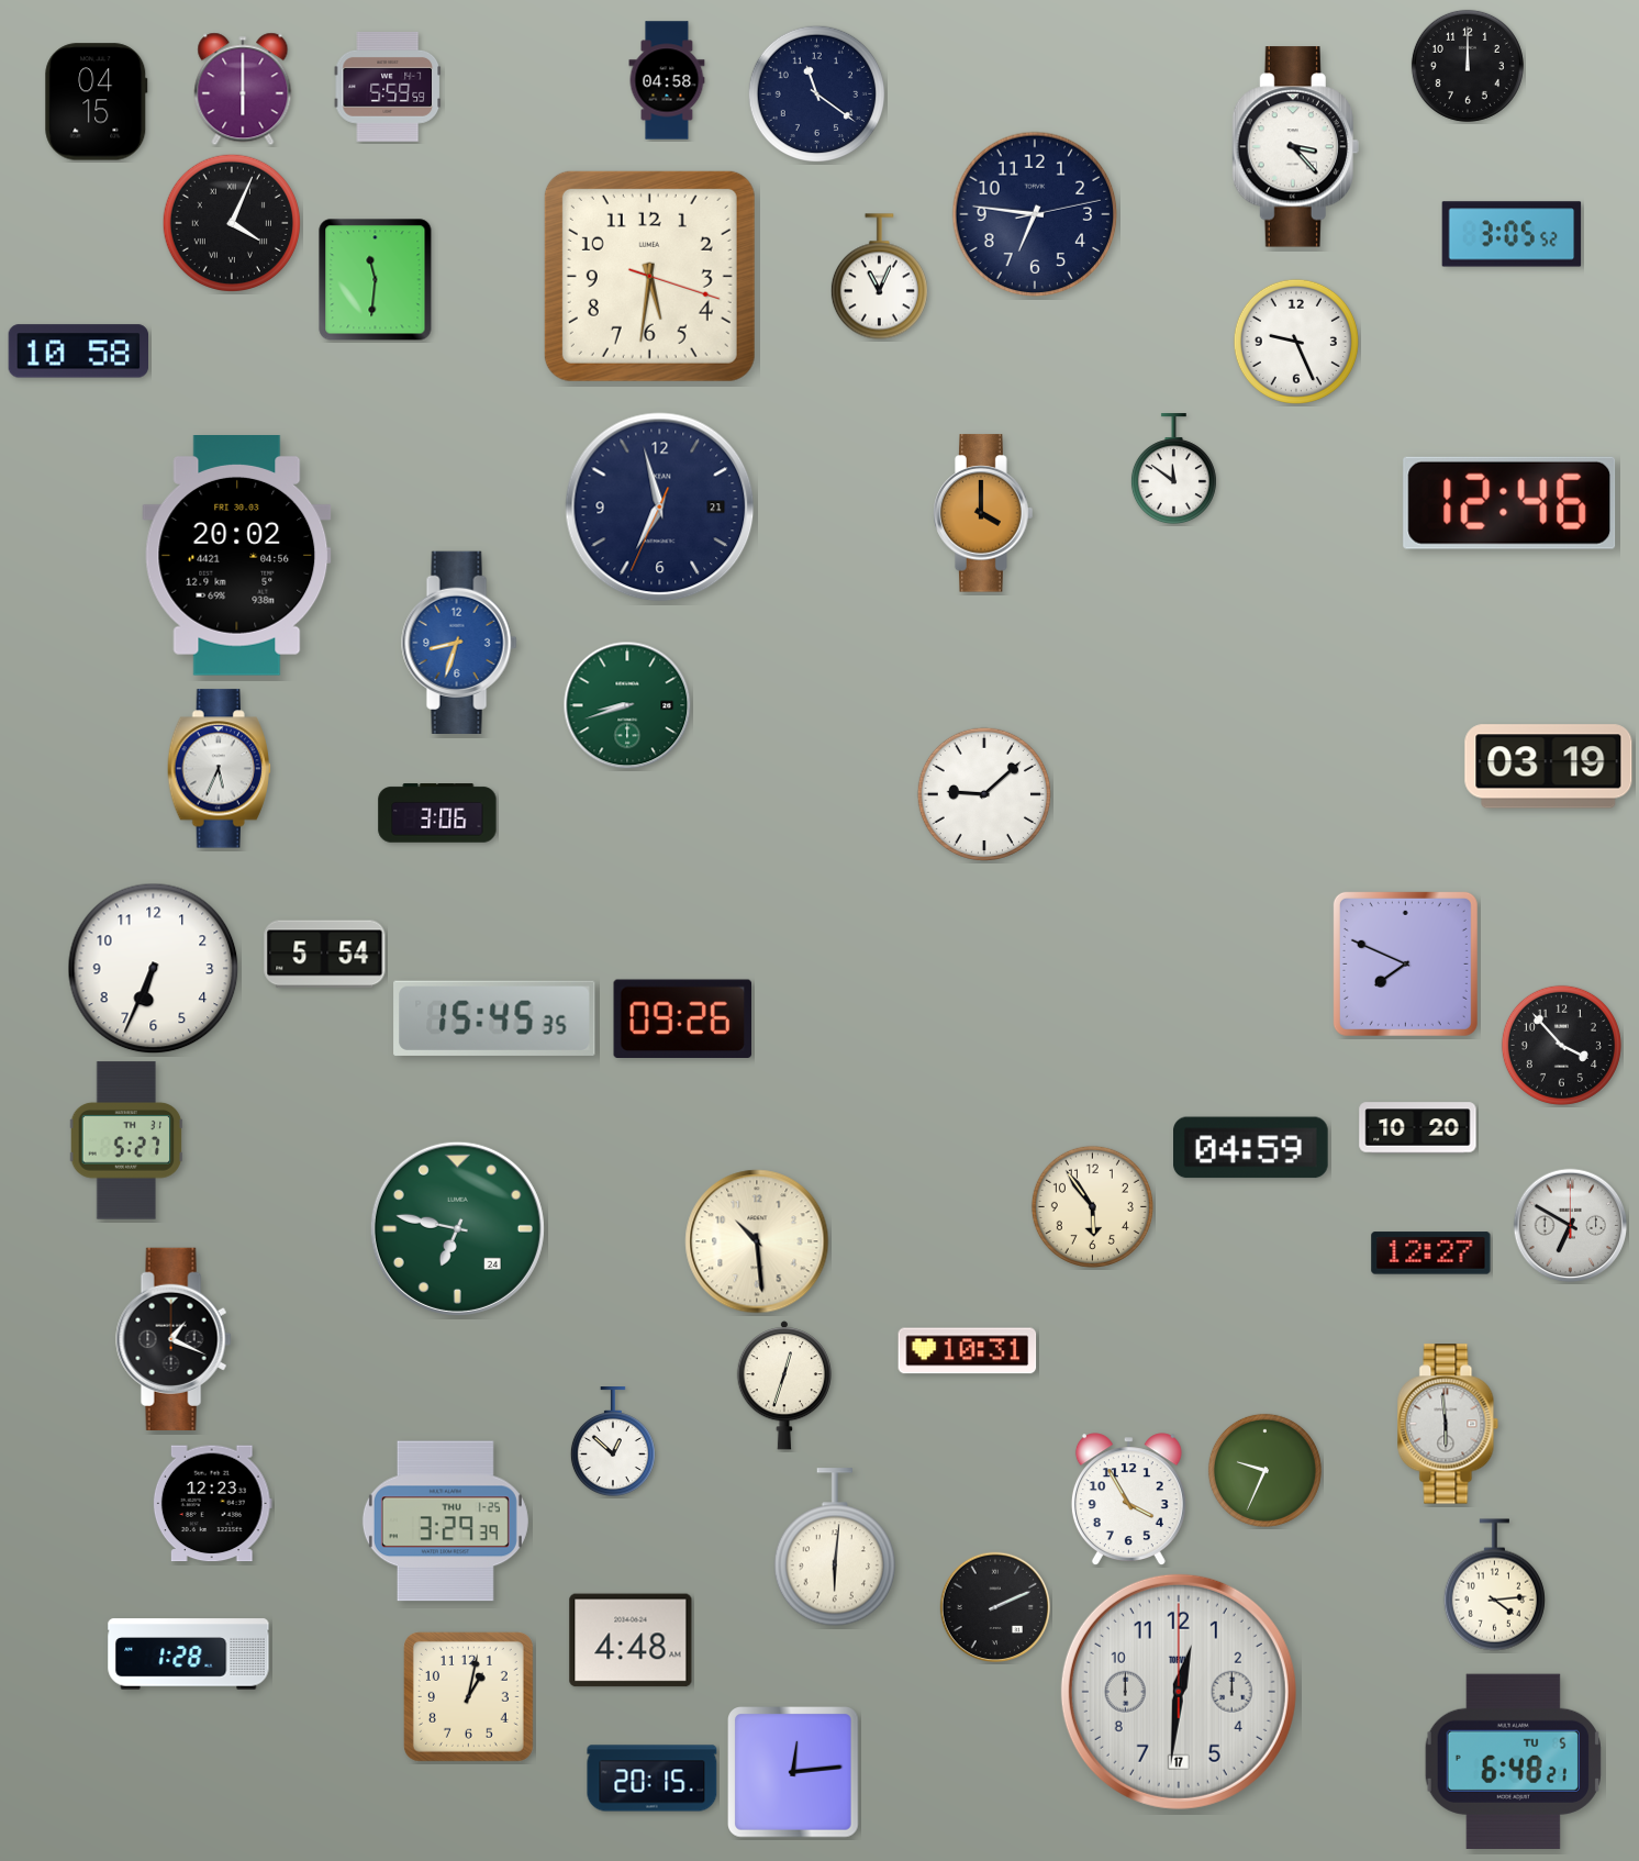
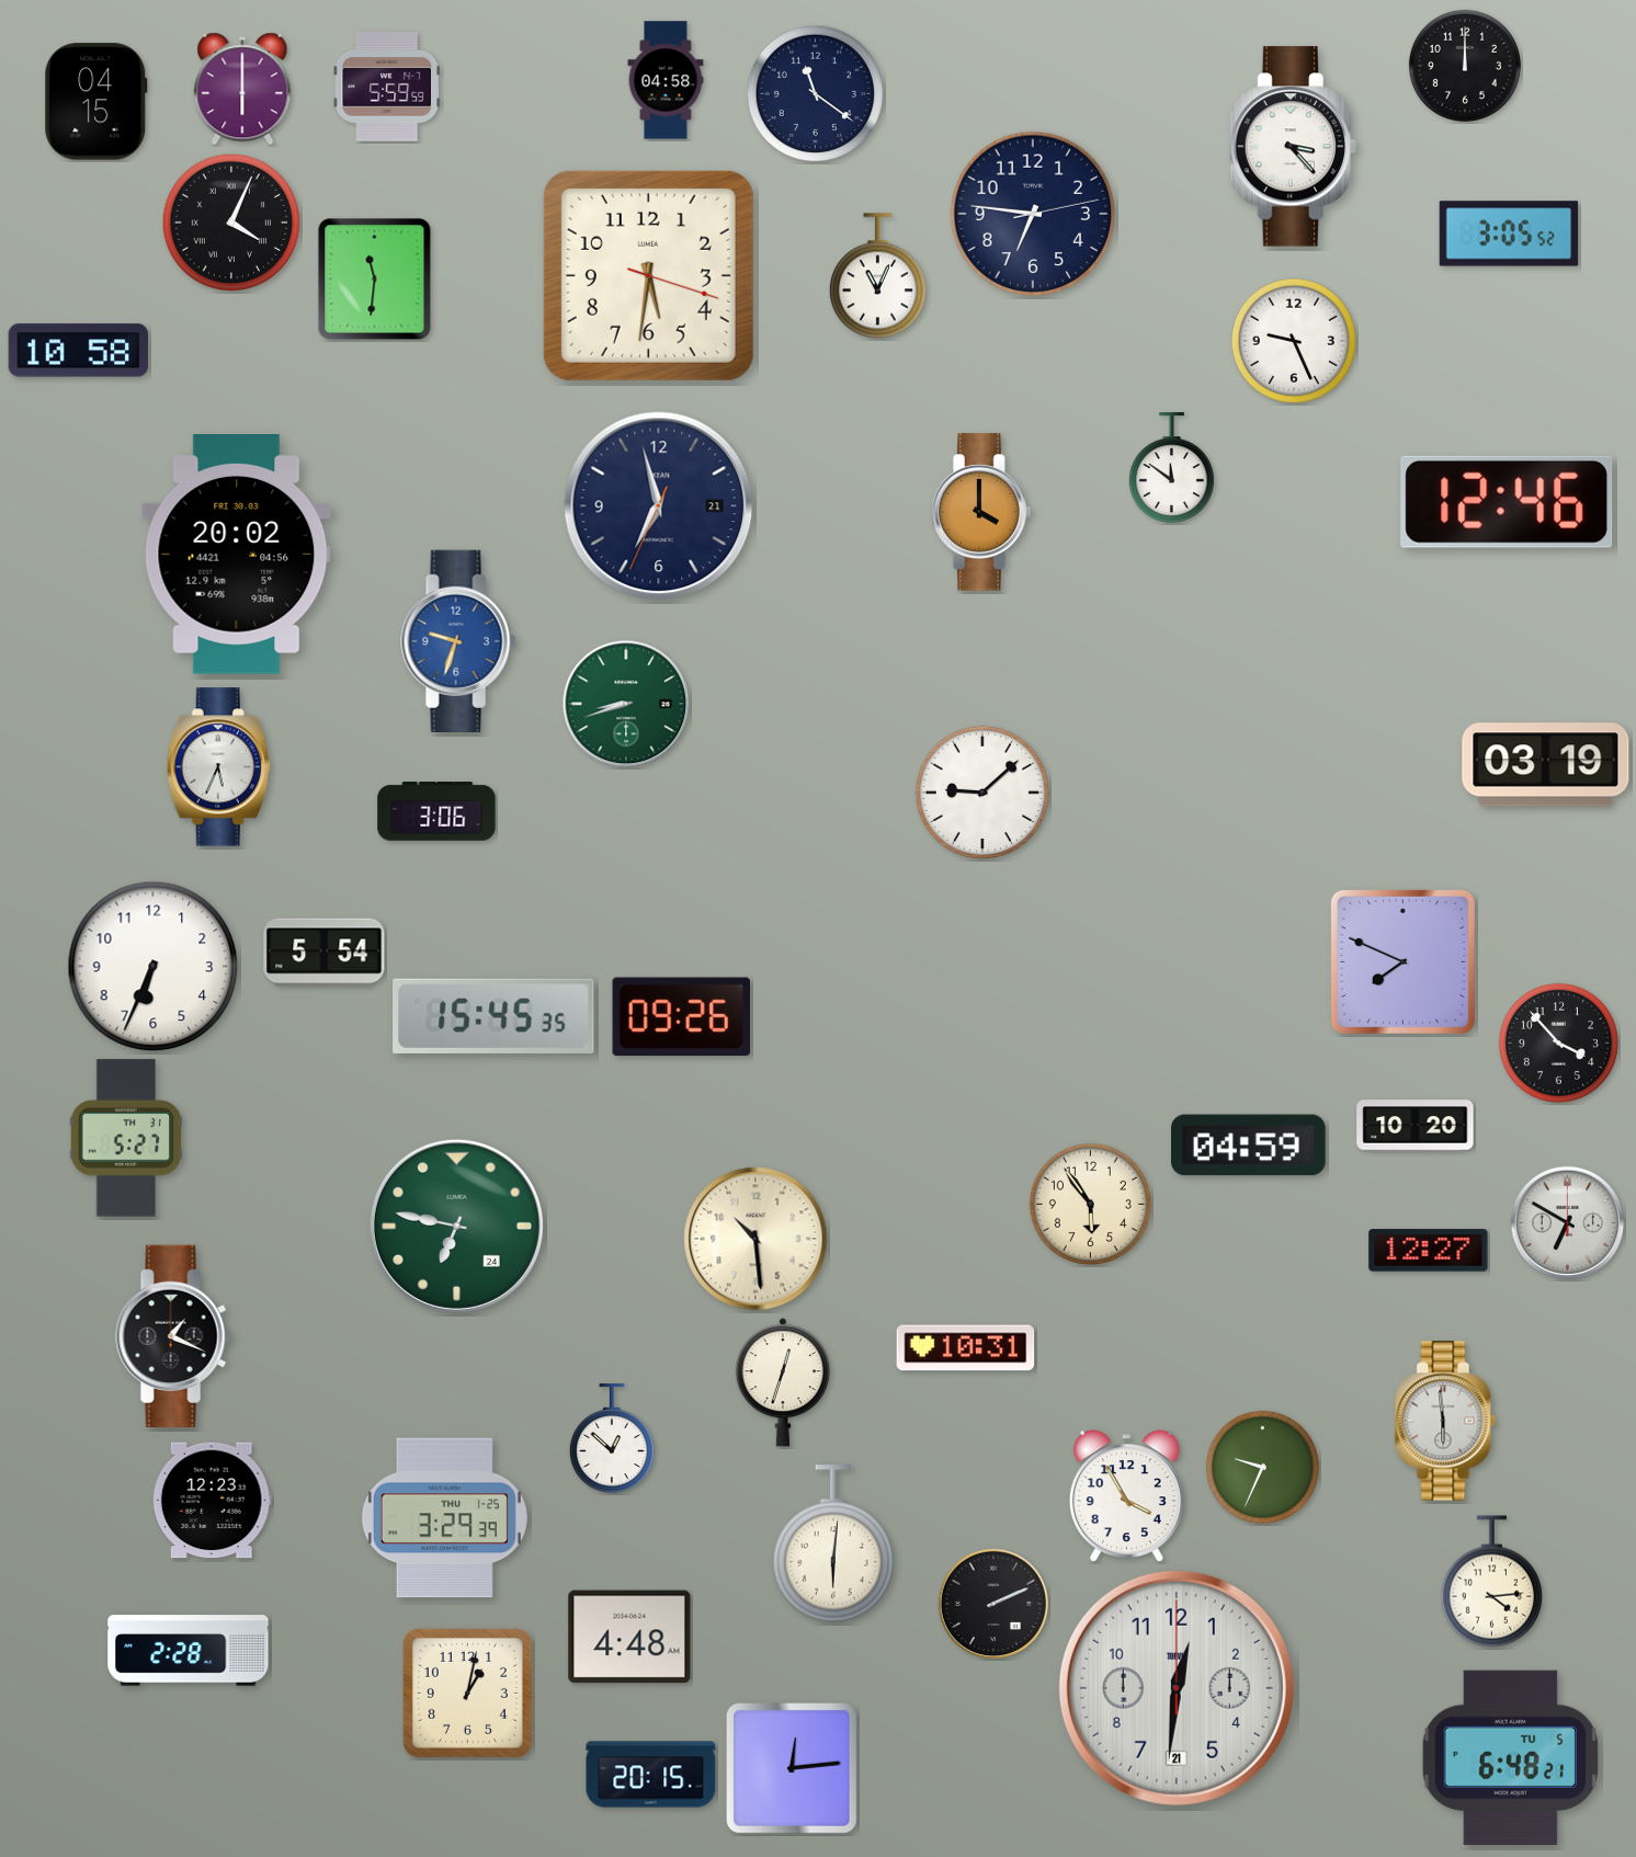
clock at (459, 642): 8:33 -> 9:33
clock at (189, 1654): 1:28 -> 2:28
clock at (1179, 1692) date: 17 -> 21
